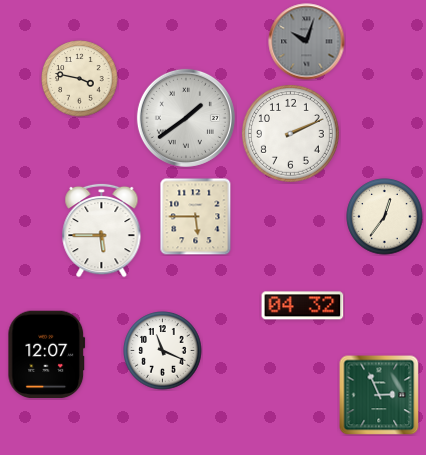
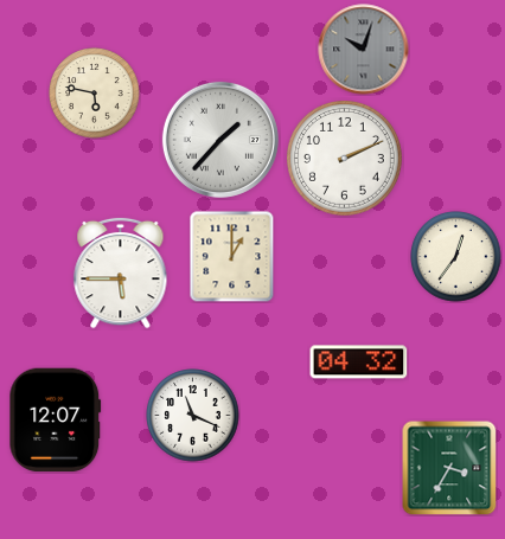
clock at (80, 79): 3:47 -> 5:47
clock at (186, 118): 1:39 -> 1:37
clock at (196, 216): 5:45 -> 1:00
clock at (379, 395): 2:56 -> 3:35
